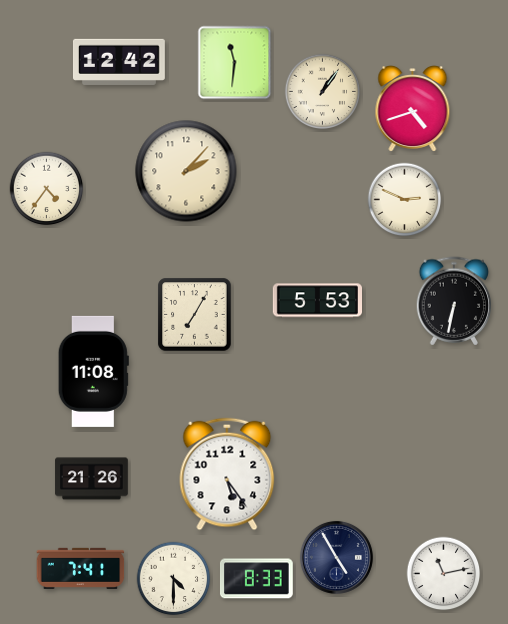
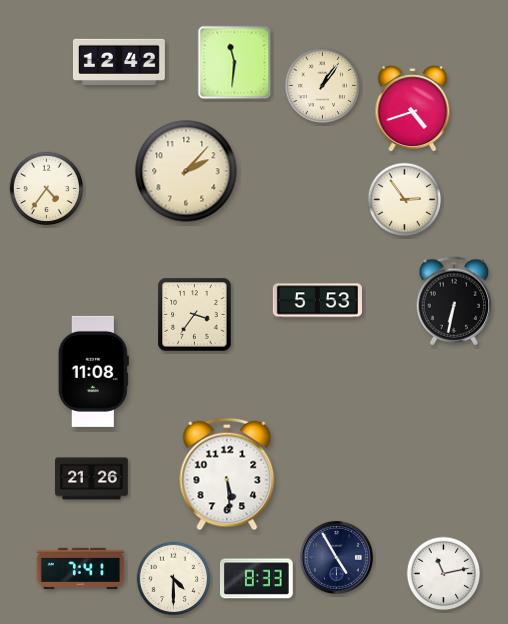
clock at (323, 92) position: (323, 92) -> (323, 86)
clock at (405, 200): 2:49 -> 2:54
clock at (195, 315): 7:05 -> 3:36
clock at (227, 474): 5:24 -> 5:29
